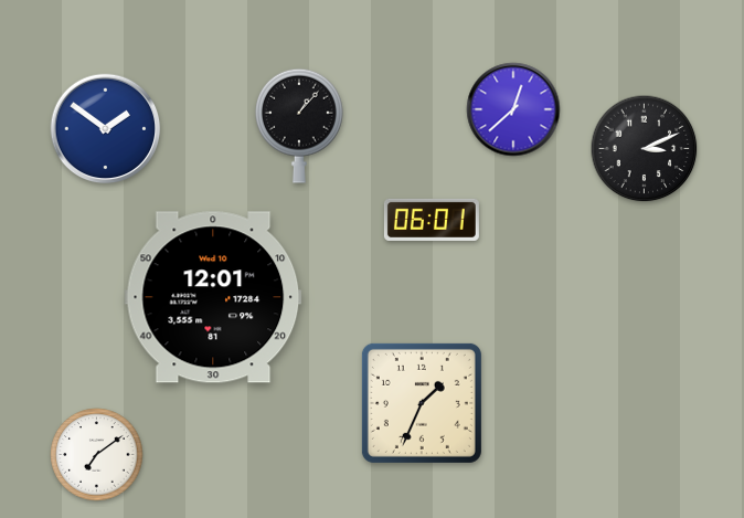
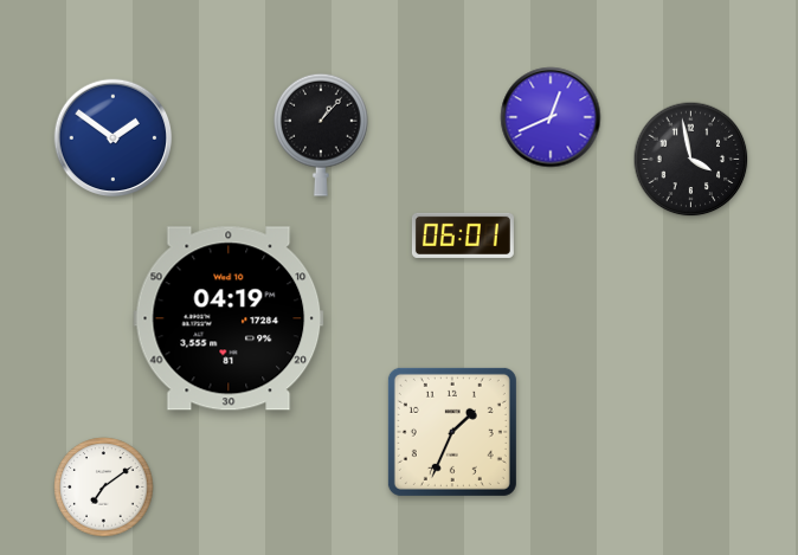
clock at (513, 109): 12:38 -> 12:41
clock at (645, 149): 3:11 -> 3:58
clock at (213, 297): 12:01 -> 04:19
